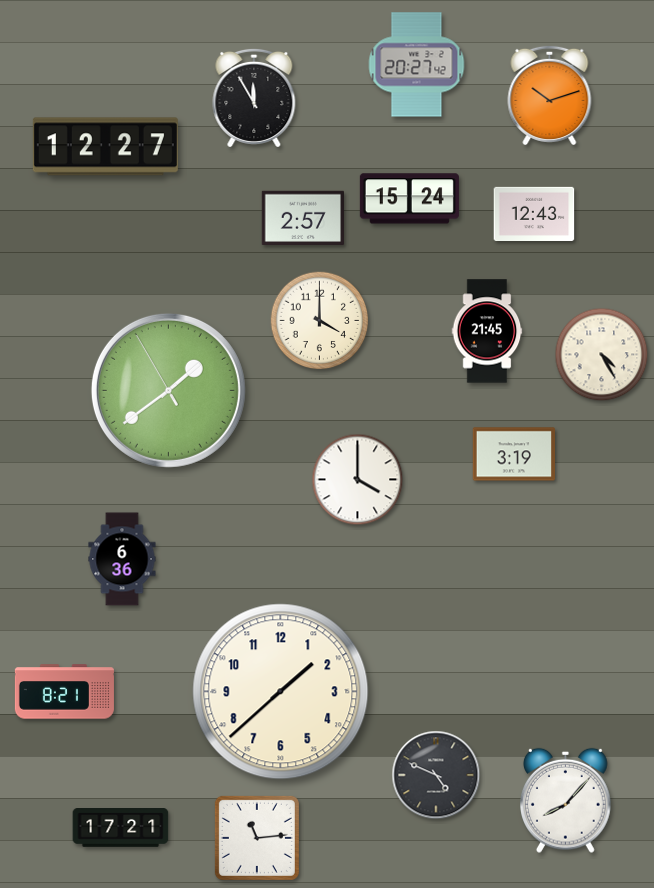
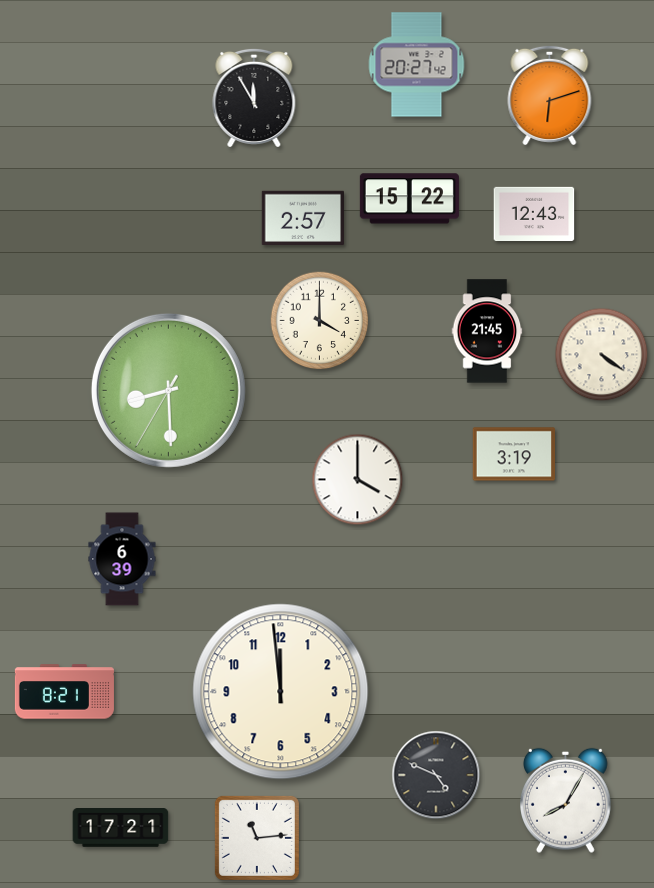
clock at (550, 95): 10:12 -> 6:12
clock at (105, 147): 12:27 -> none
clock at (409, 199): 15:24 -> 15:22
clock at (602, 355): 4:25 -> 4:21
clock at (168, 390): 1:38 -> 8:29
clock at (122, 559): 6:36 -> 6:39
clock at (281, 692): 1:38 -> 11:59
clock at (566, 800): 8:07 -> 8:05
